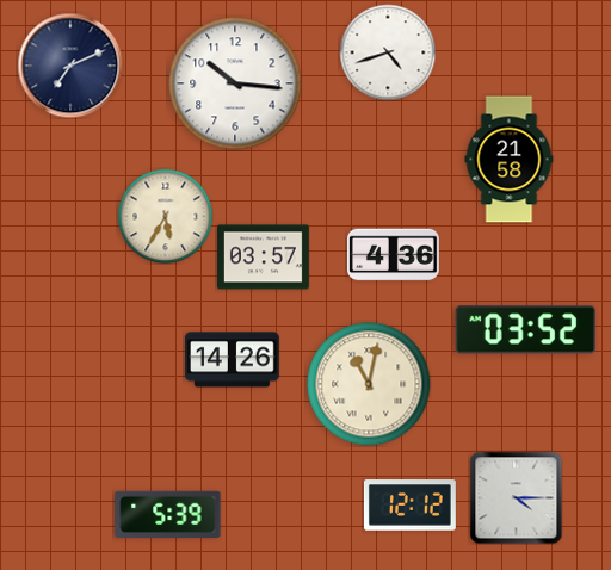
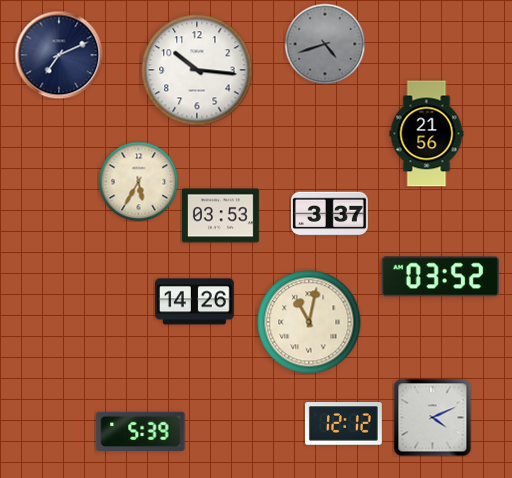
clock at (388, 52) dial: white -> grey
clock at (510, 160): 21:58 -> 21:56
clock at (393, 255): 4:36 -> 3:37
clock at (263, 258): 03:57 -> 03:53
clock at (516, 497): 4:15 -> 4:11
